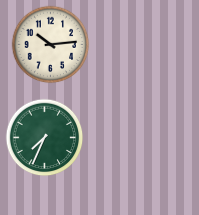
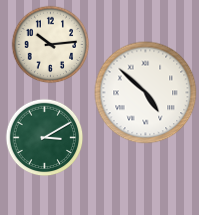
clock at (146, 93): none -> 4:52
clock at (44, 137): 7:34 -> 3:10
